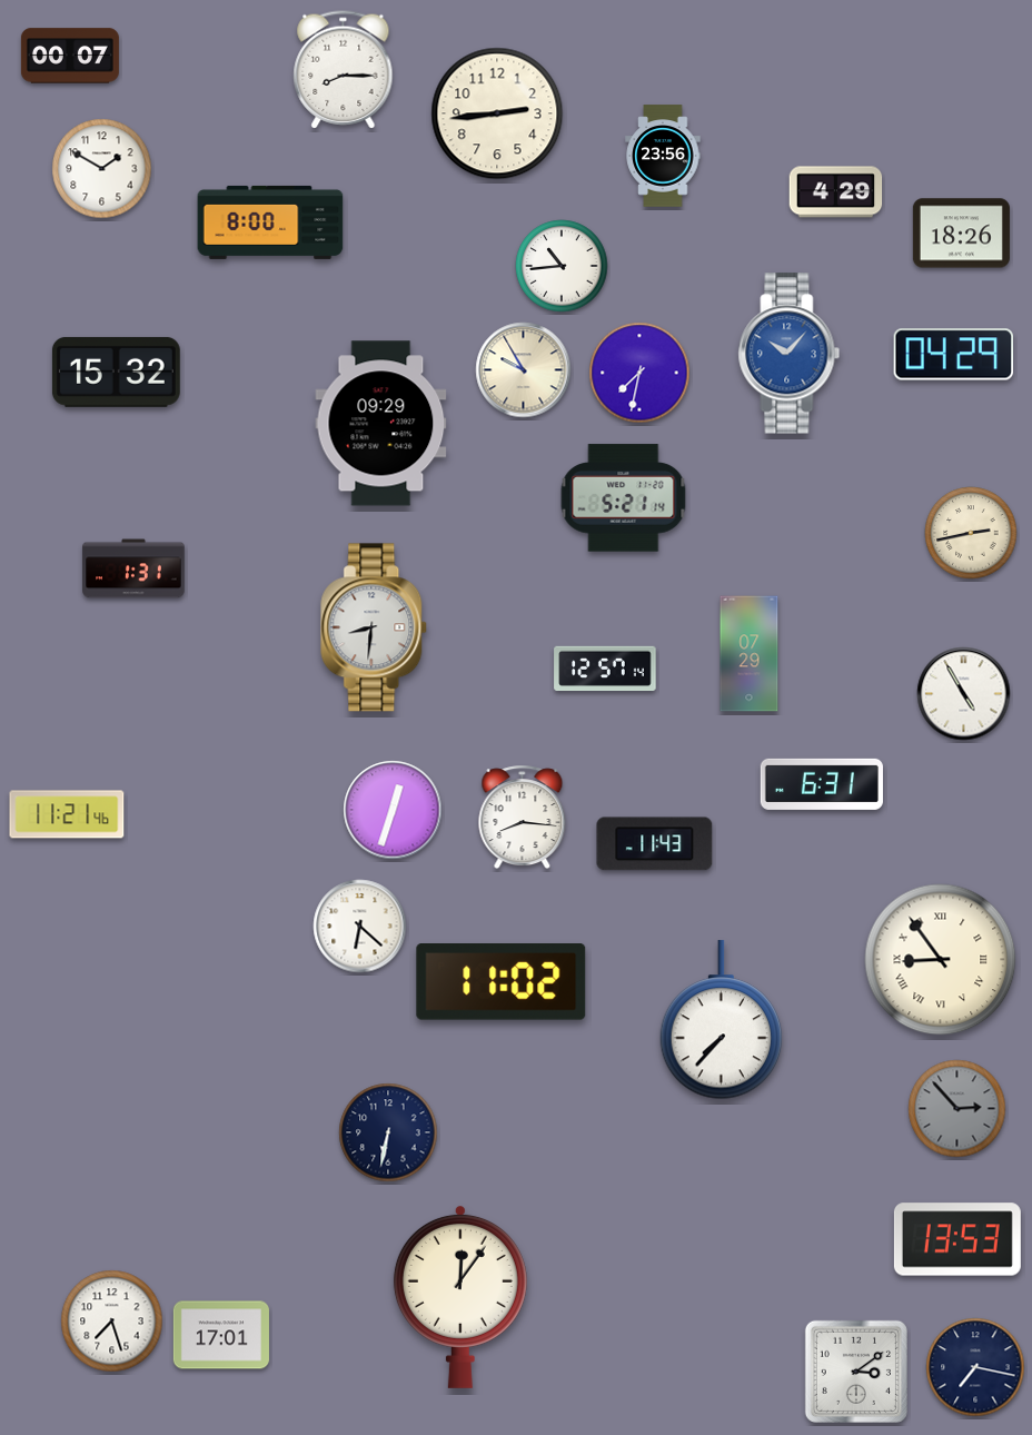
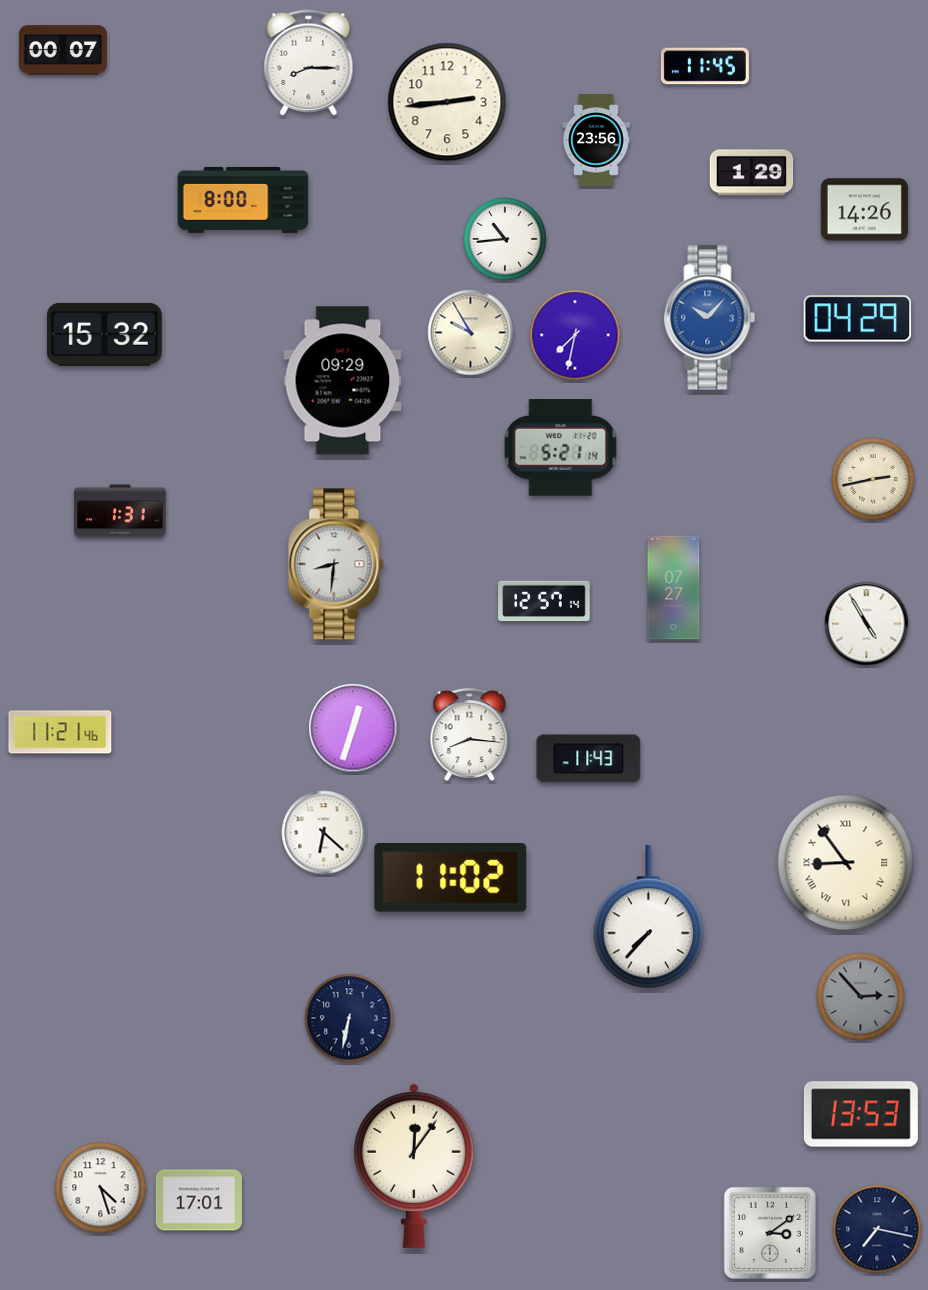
clock at (705, 66): none -> 11:45
clock at (102, 169): 1:50 -> none
clock at (836, 192): 4:29 -> 1:29
clock at (961, 234): 18:26 -> 14:26
clock at (750, 654): 07:29 -> 07:27
clock at (822, 784): 6:31 -> none
clock at (502, 982) position: (502, 982) -> (451, 878)
clock at (112, 1322): 7:27 -> 4:27
